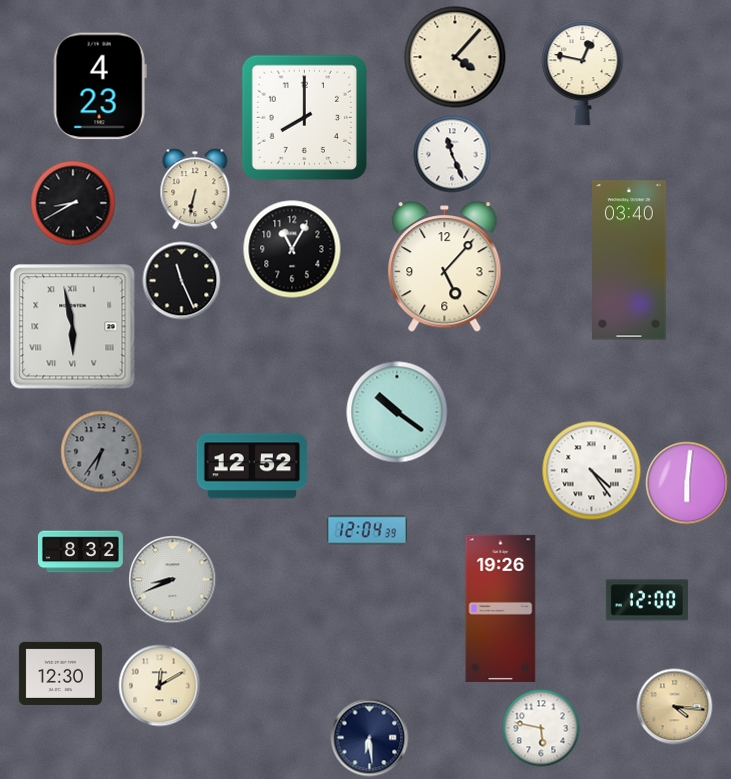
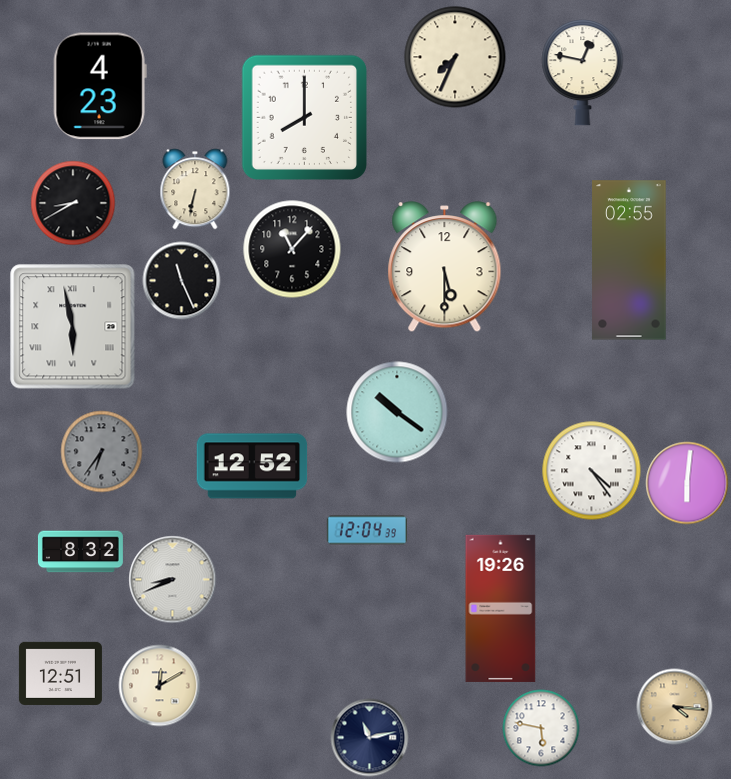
clock at (455, 57): 4:07 -> 7:34
clock at (452, 154): 11:26 -> none
clock at (292, 249): 11:05 -> 11:07
clock at (629, 260): 03:40 -> 02:55
clock at (445, 267): 5:07 -> 5:30
clock at (647, 600): 12:00 -> none
clock at (60, 673): 12:30 -> 12:51
clock at (370, 738): 6:29 -> 11:13
